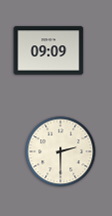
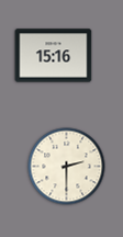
clock at (49, 51): 09:09 -> 15:16
